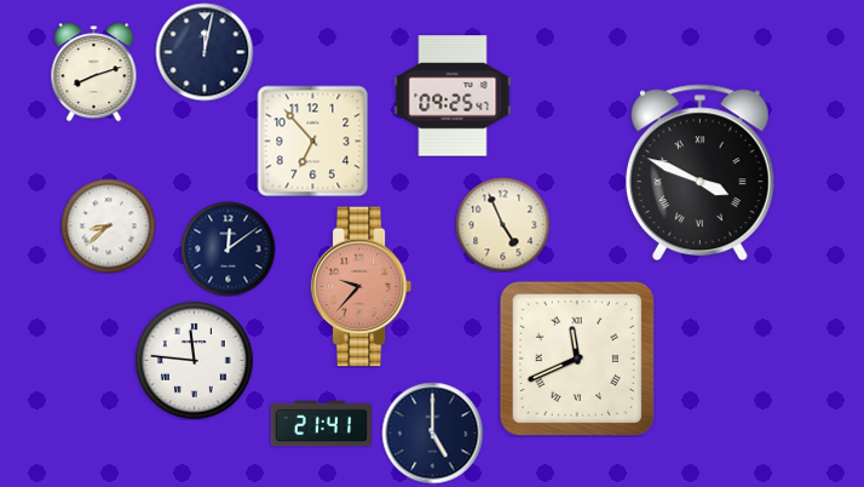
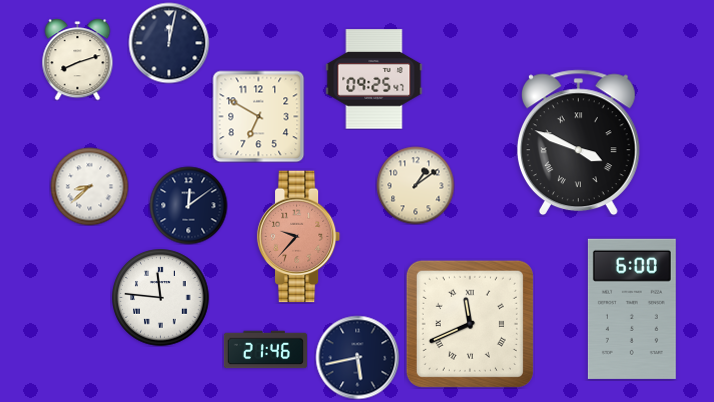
clock at (312, 141): 6:53 -> 6:50
clock at (502, 224): 4:56 -> 1:09
clock at (577, 359) position: (577, 359) -> (470, 324)
clock at (632, 309): none -> 6:00
clock at (321, 424): 21:41 -> 21:46
clock at (432, 432): 5:00 -> 5:43
